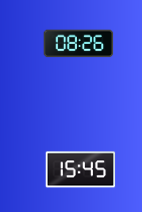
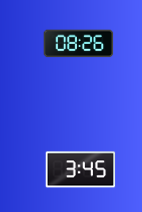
clock at (81, 170): 15:45 -> 3:45
